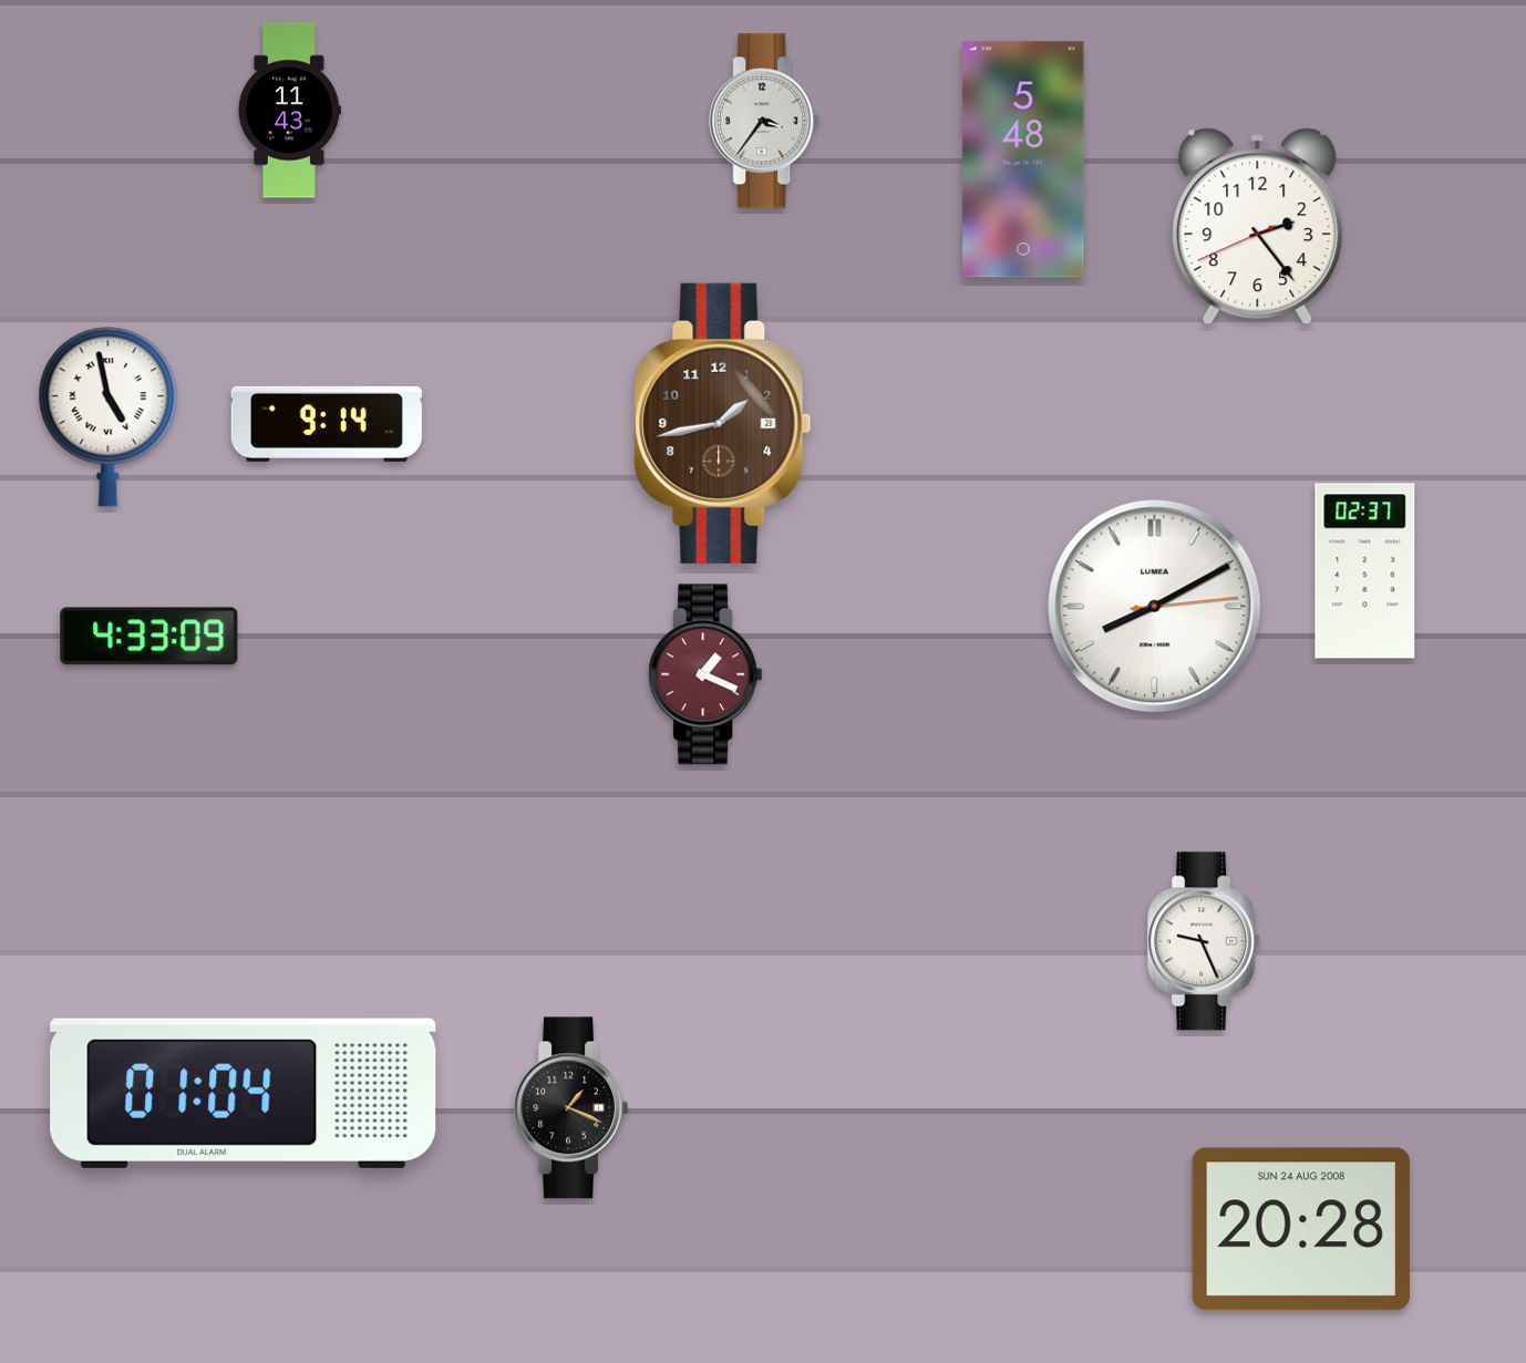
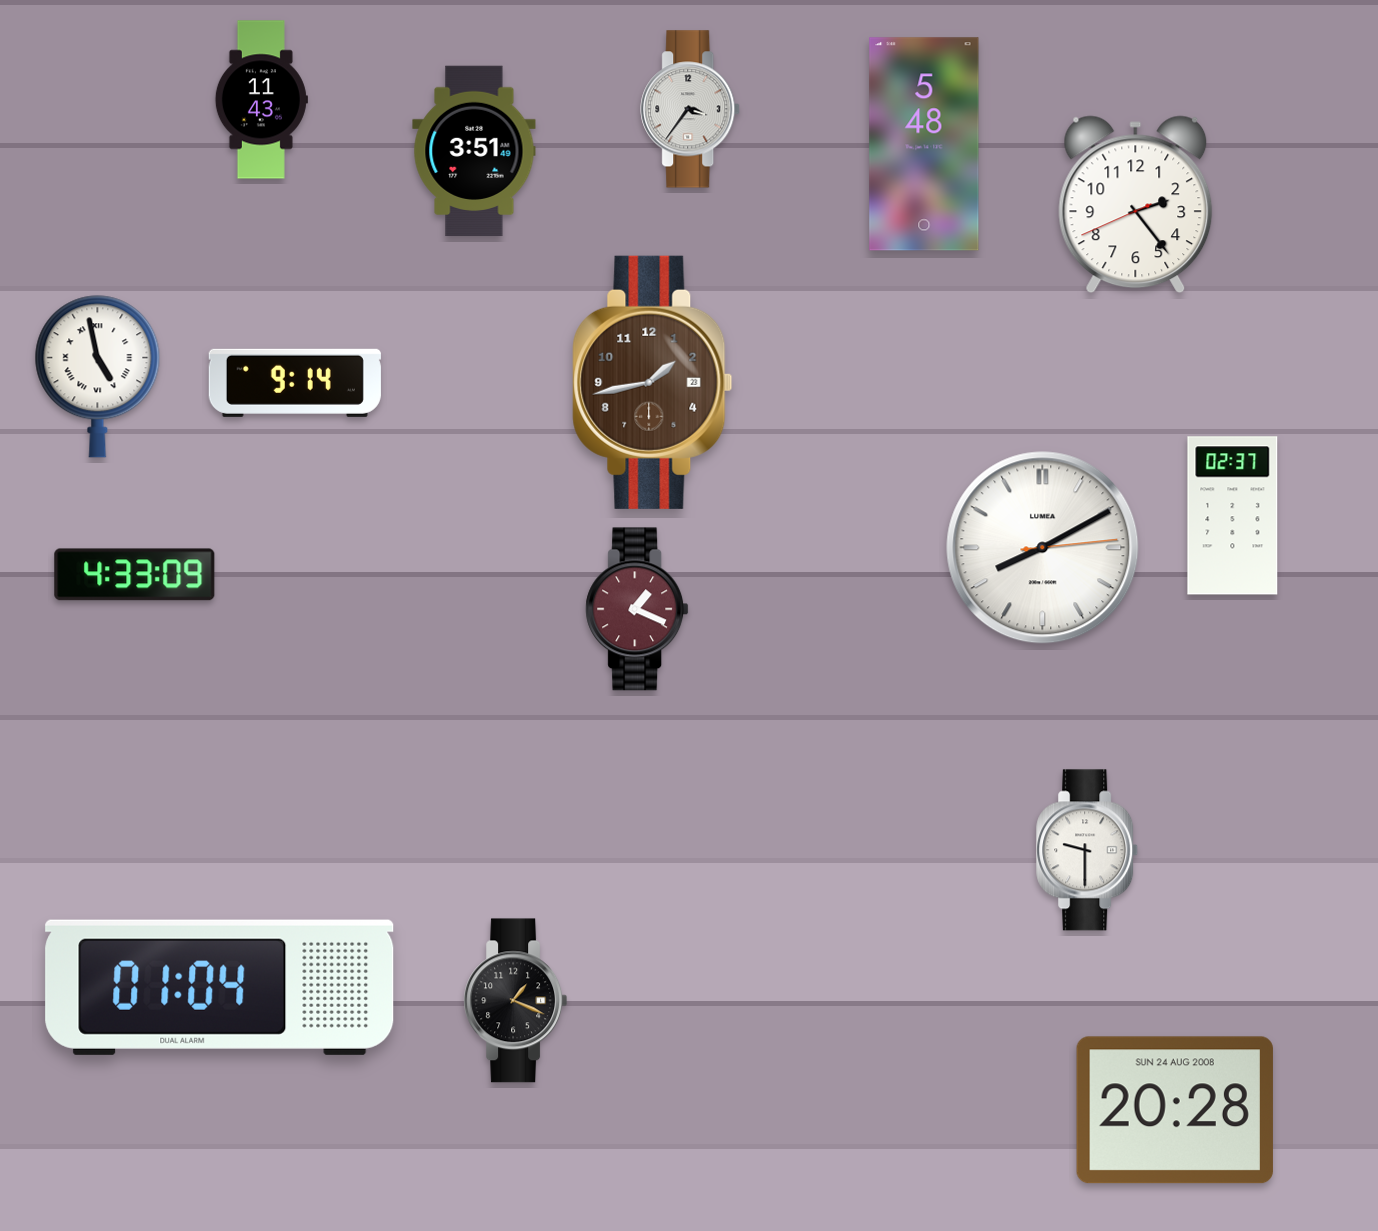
clock at (474, 151): none -> 3:51
clock at (1205, 941): 9:26 -> 9:30
